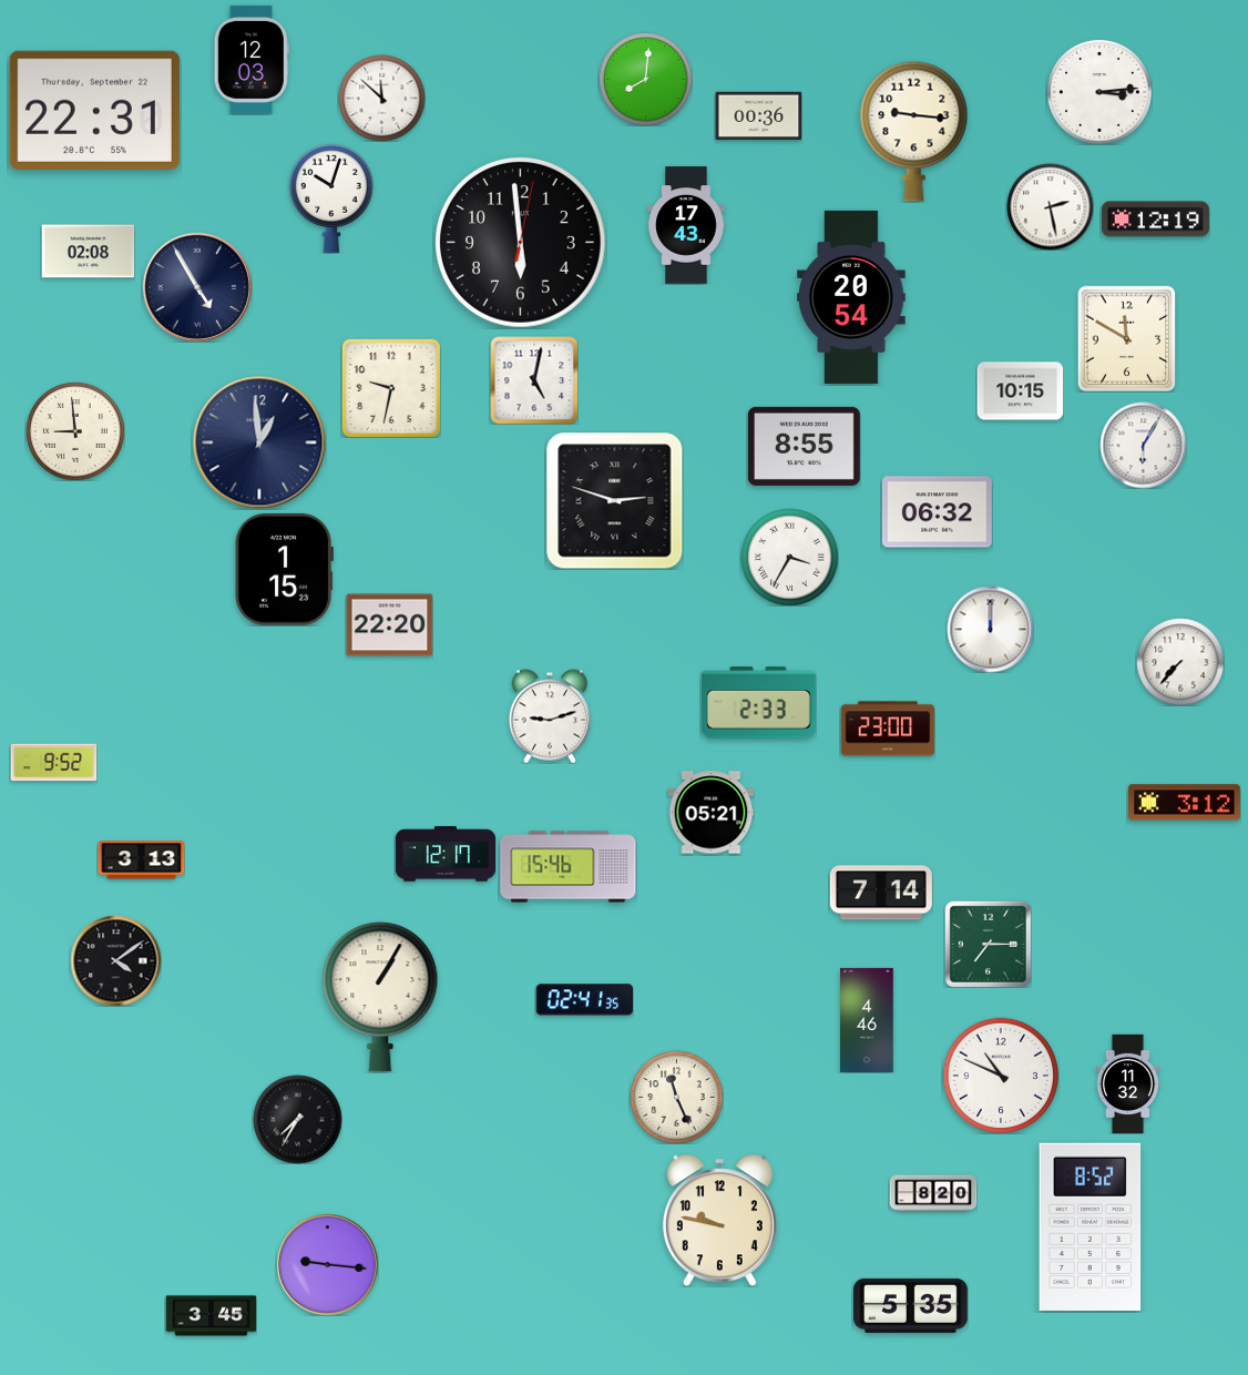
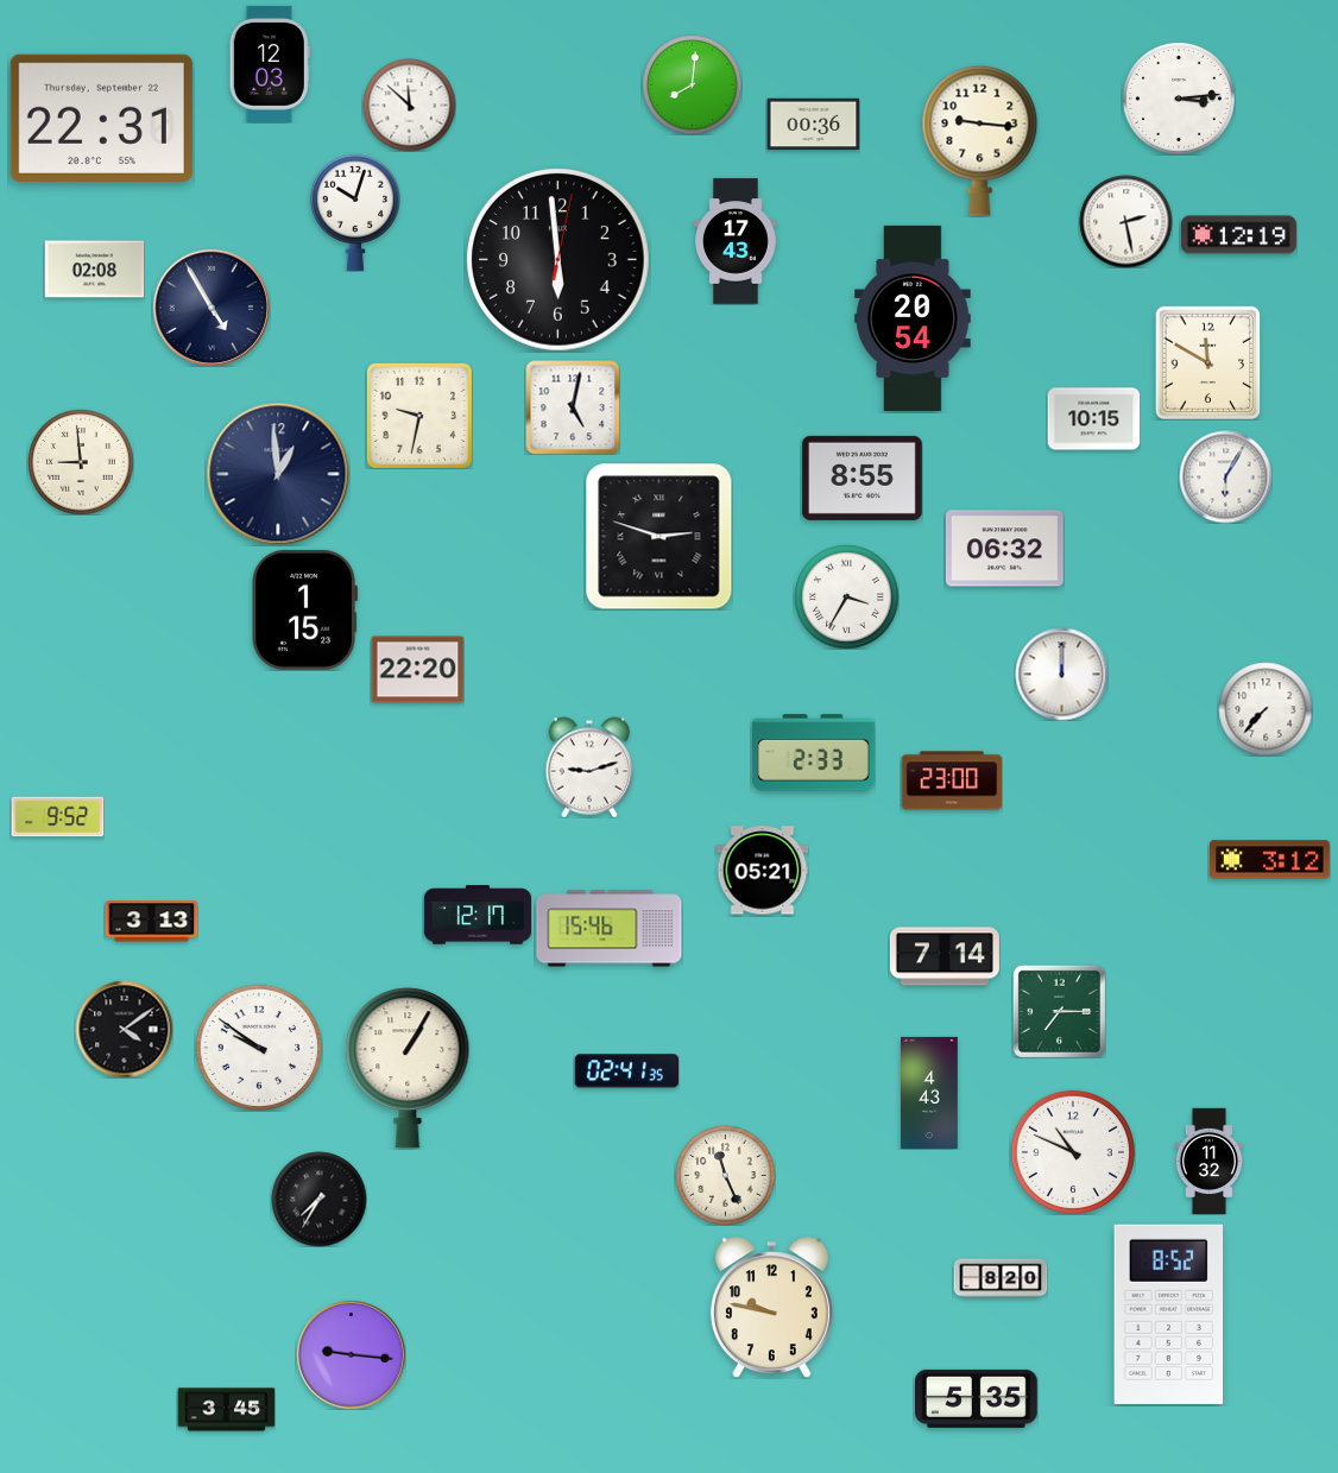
clock at (258, 1047): none -> 9:51
clock at (867, 1020): 4:46 -> 4:43
